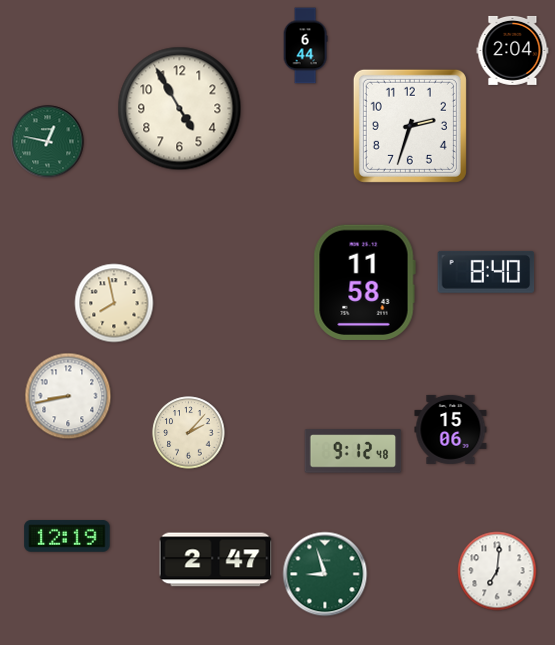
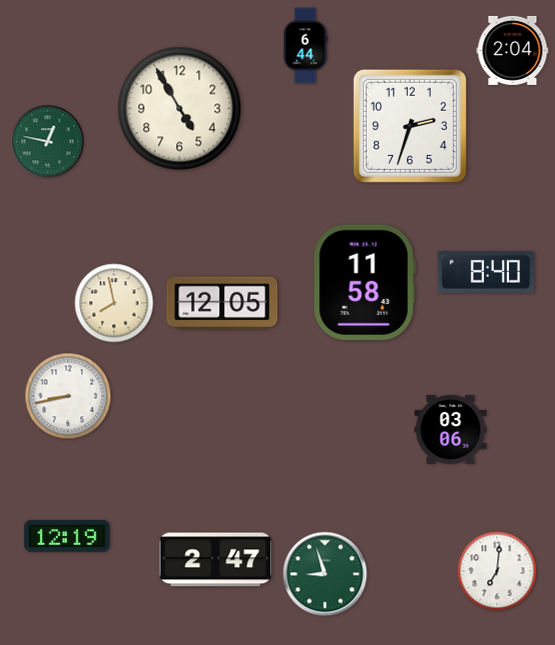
clock at (222, 303): none -> 12:05
clock at (451, 429): 15:06 -> 03:06
clock at (189, 433): 2:07 -> none
clock at (353, 451): 9:12 -> none
